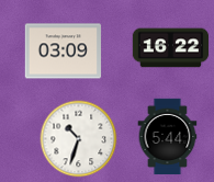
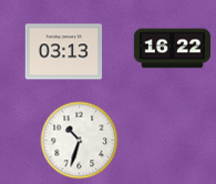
clock at (64, 52): 03:09 -> 03:13
clock at (168, 137): 5:44 -> none
